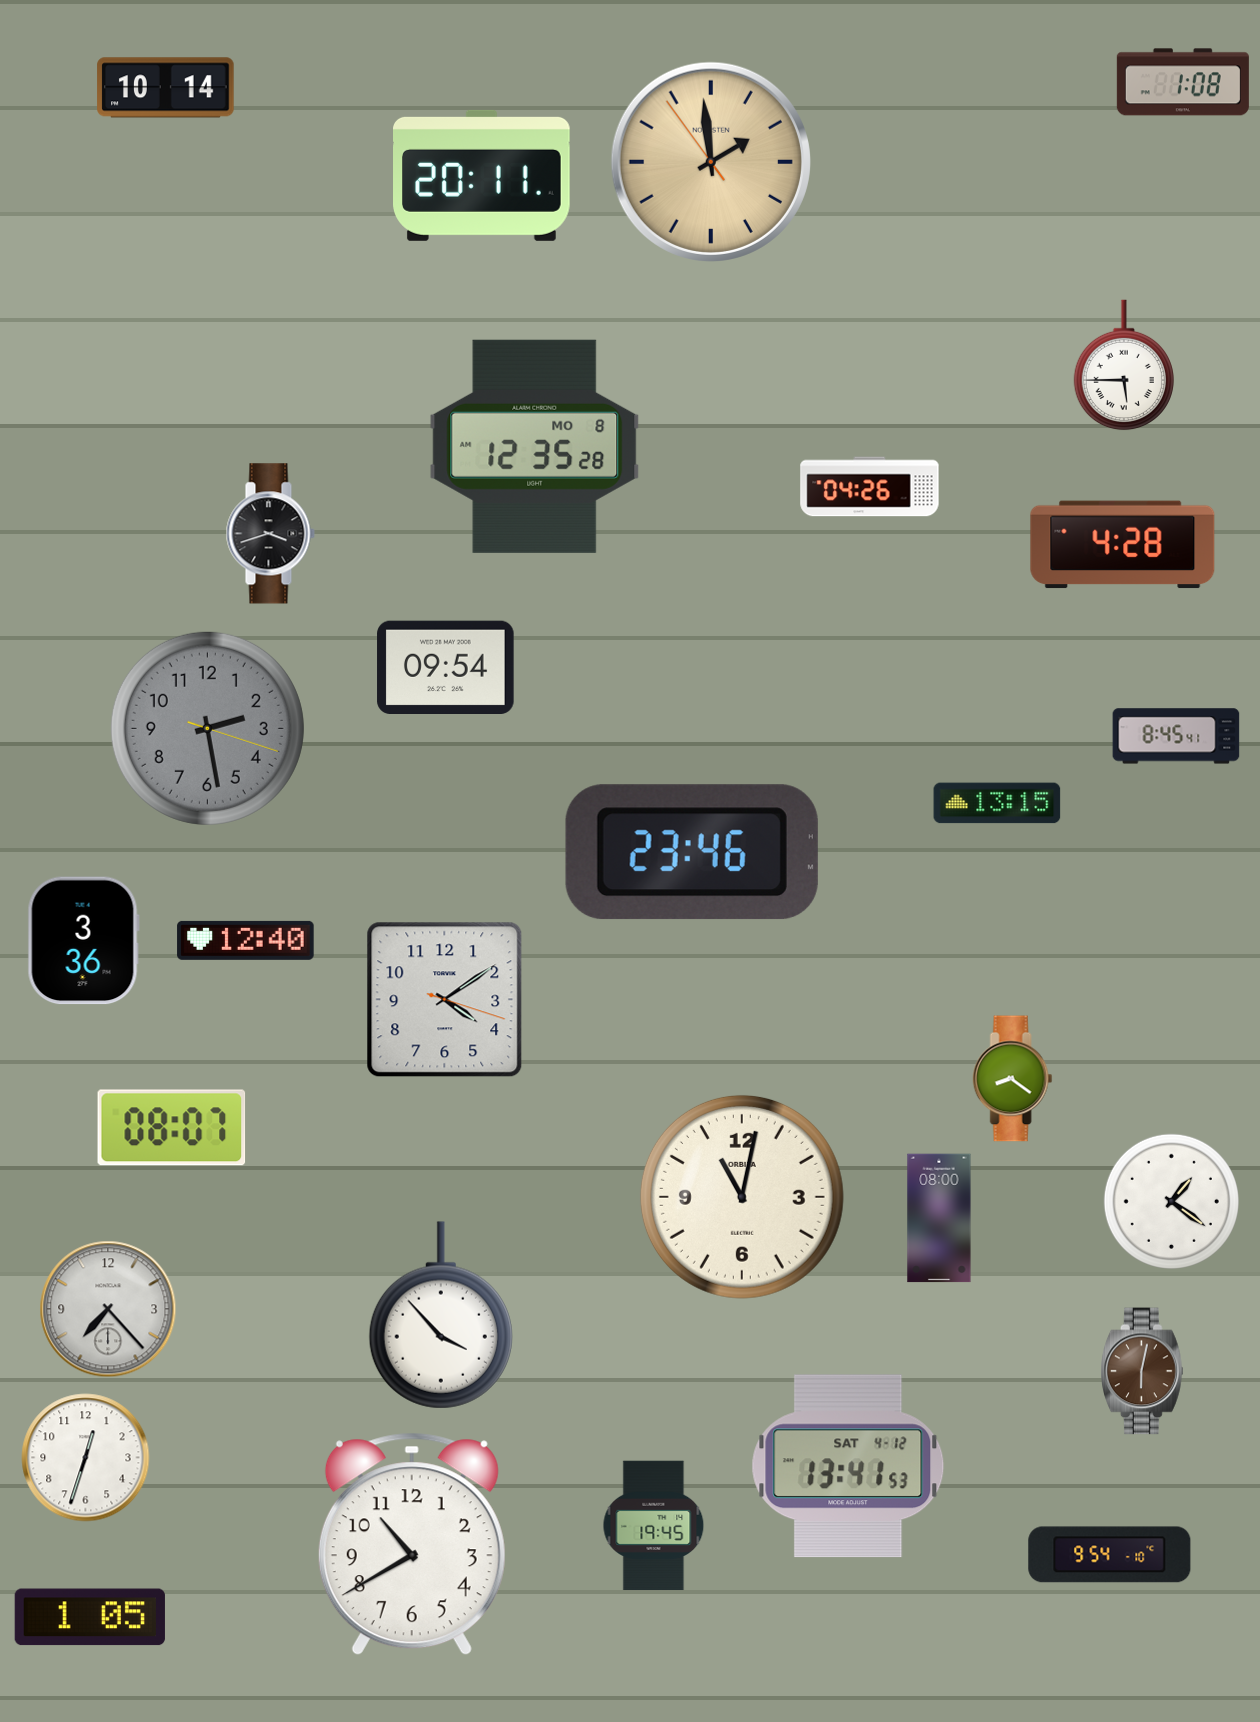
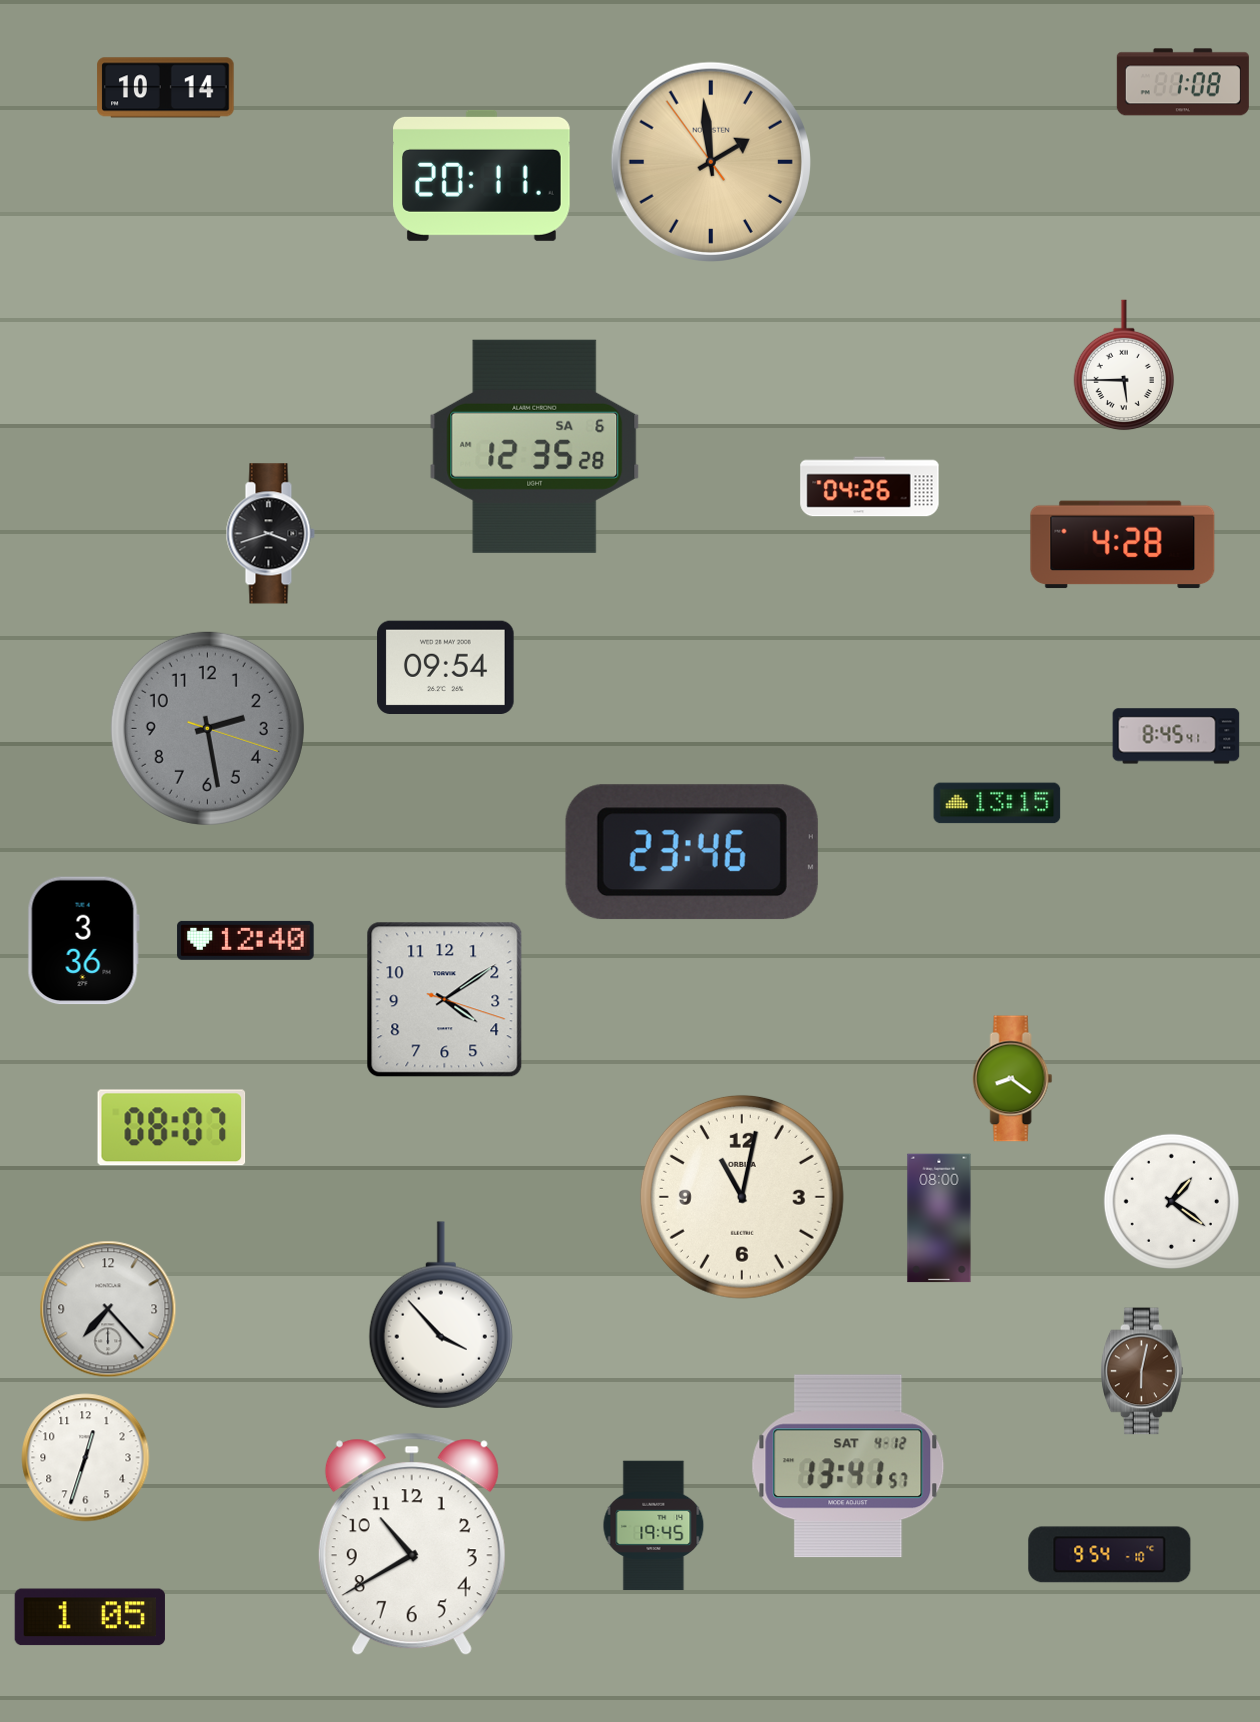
clock at (535, 446) date: MO 8 -> SA 6
clock at (848, 1466): 13:41:53 -> 13:41:57
